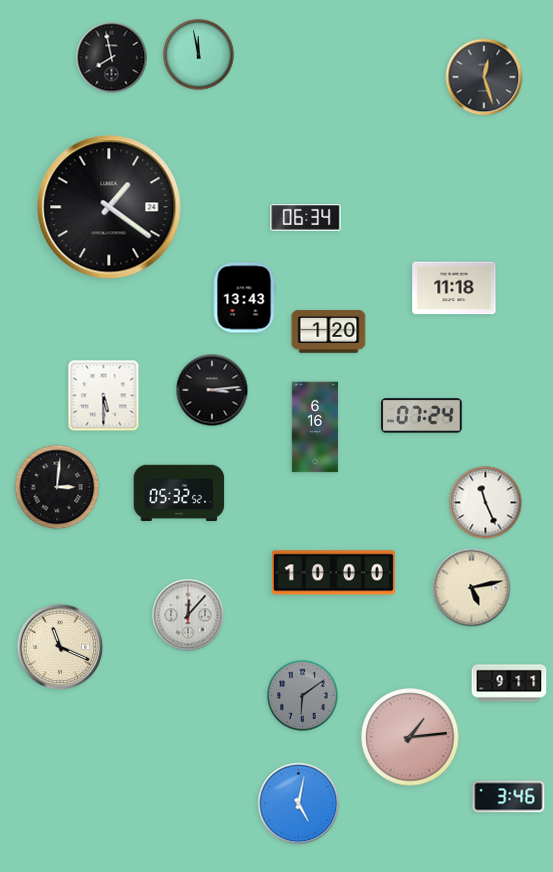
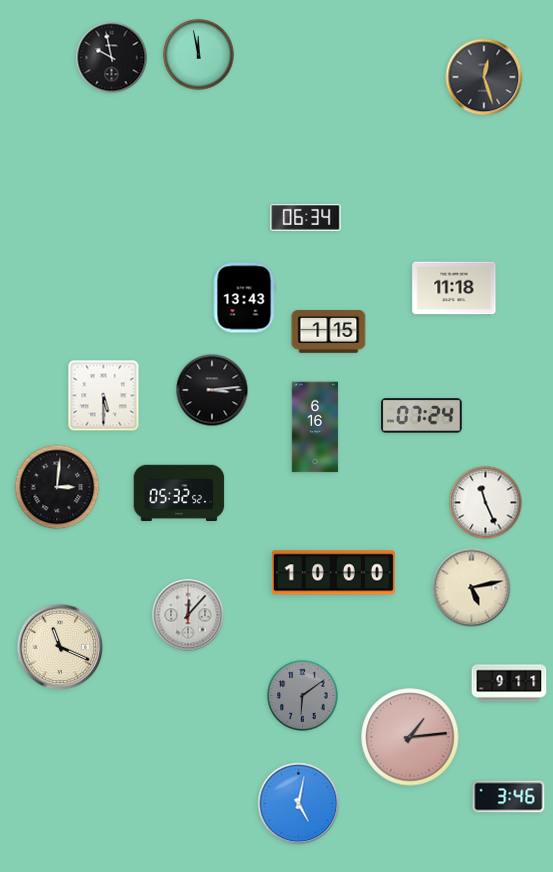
clock at (112, 58): 7:58 -> 9:58
clock at (109, 207): 1:21 -> none
clock at (329, 332): 1:20 -> 1:15
